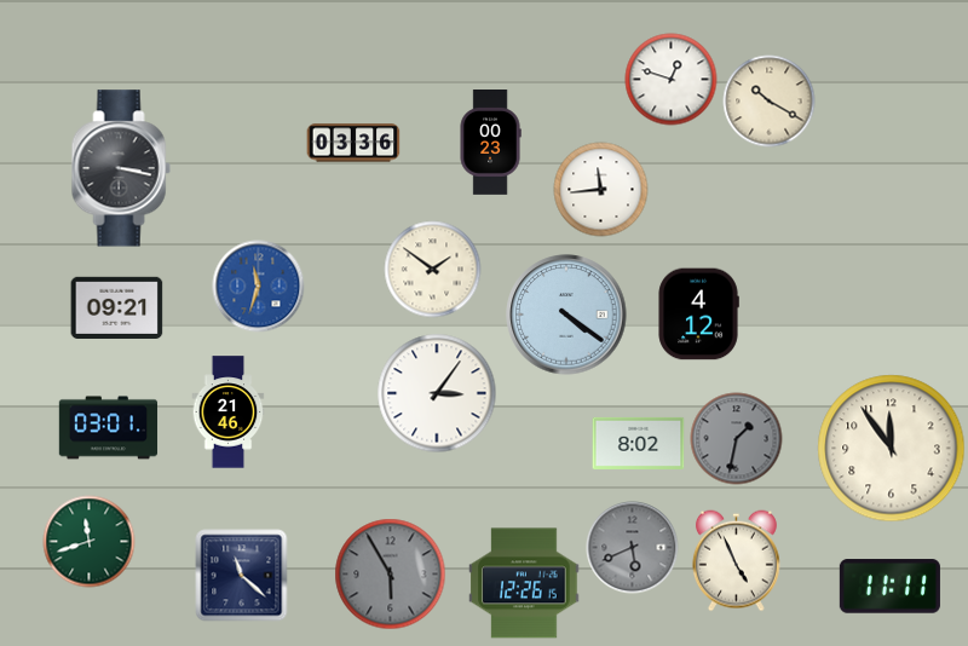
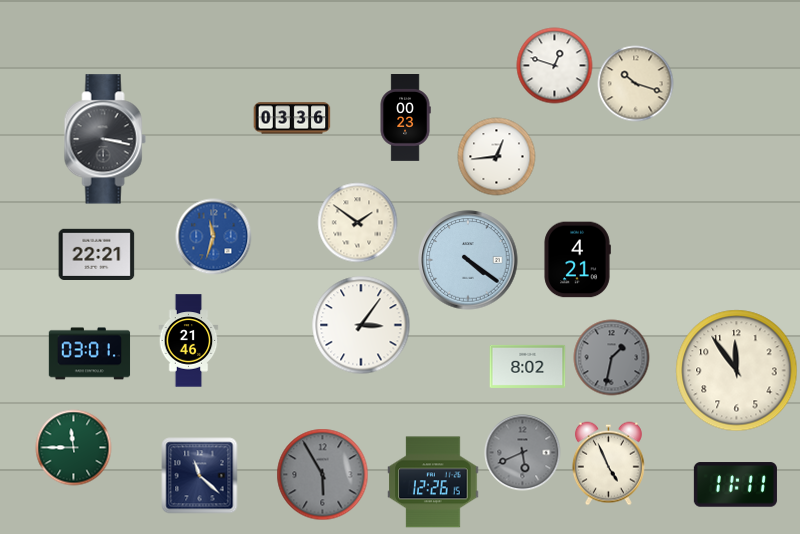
clock at (770, 102): 10:20 -> 10:18
clock at (121, 168) position: (121, 168) -> (105, 139)
clock at (601, 190): 11:44 -> 12:44
clock at (117, 307): 09:21 -> 22:21
clock at (698, 315): 4:12 -> 4:21
clock at (737, 439) position: (737, 439) -> (612, 358)
clock at (90, 542): 11:42 -> 11:45
